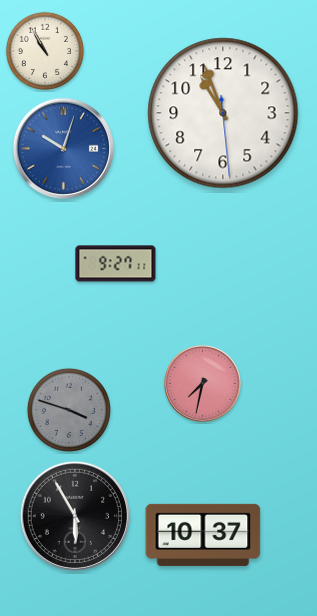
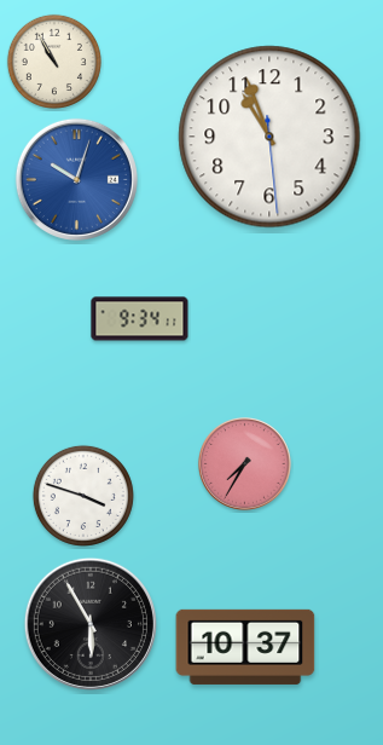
clock at (116, 264): 9:27 -> 9:34
clock at (203, 384): 7:32 -> 7:35
clock at (69, 410) dial: grey -> white
